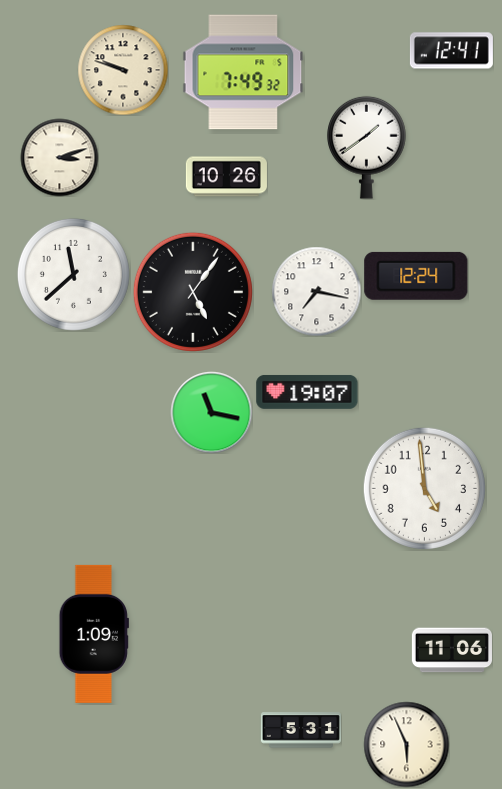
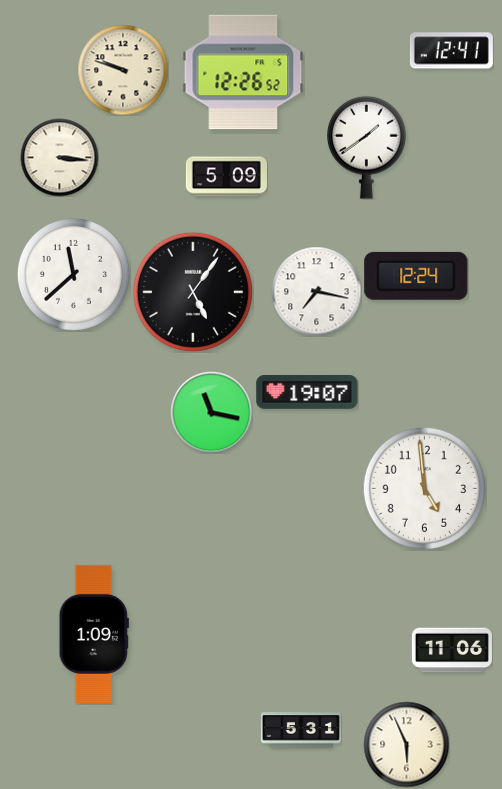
clock at (243, 72): 7:49 -> 12:26
clock at (59, 157): 3:12 -> 3:16
clock at (226, 177): 10:26 -> 5:09
